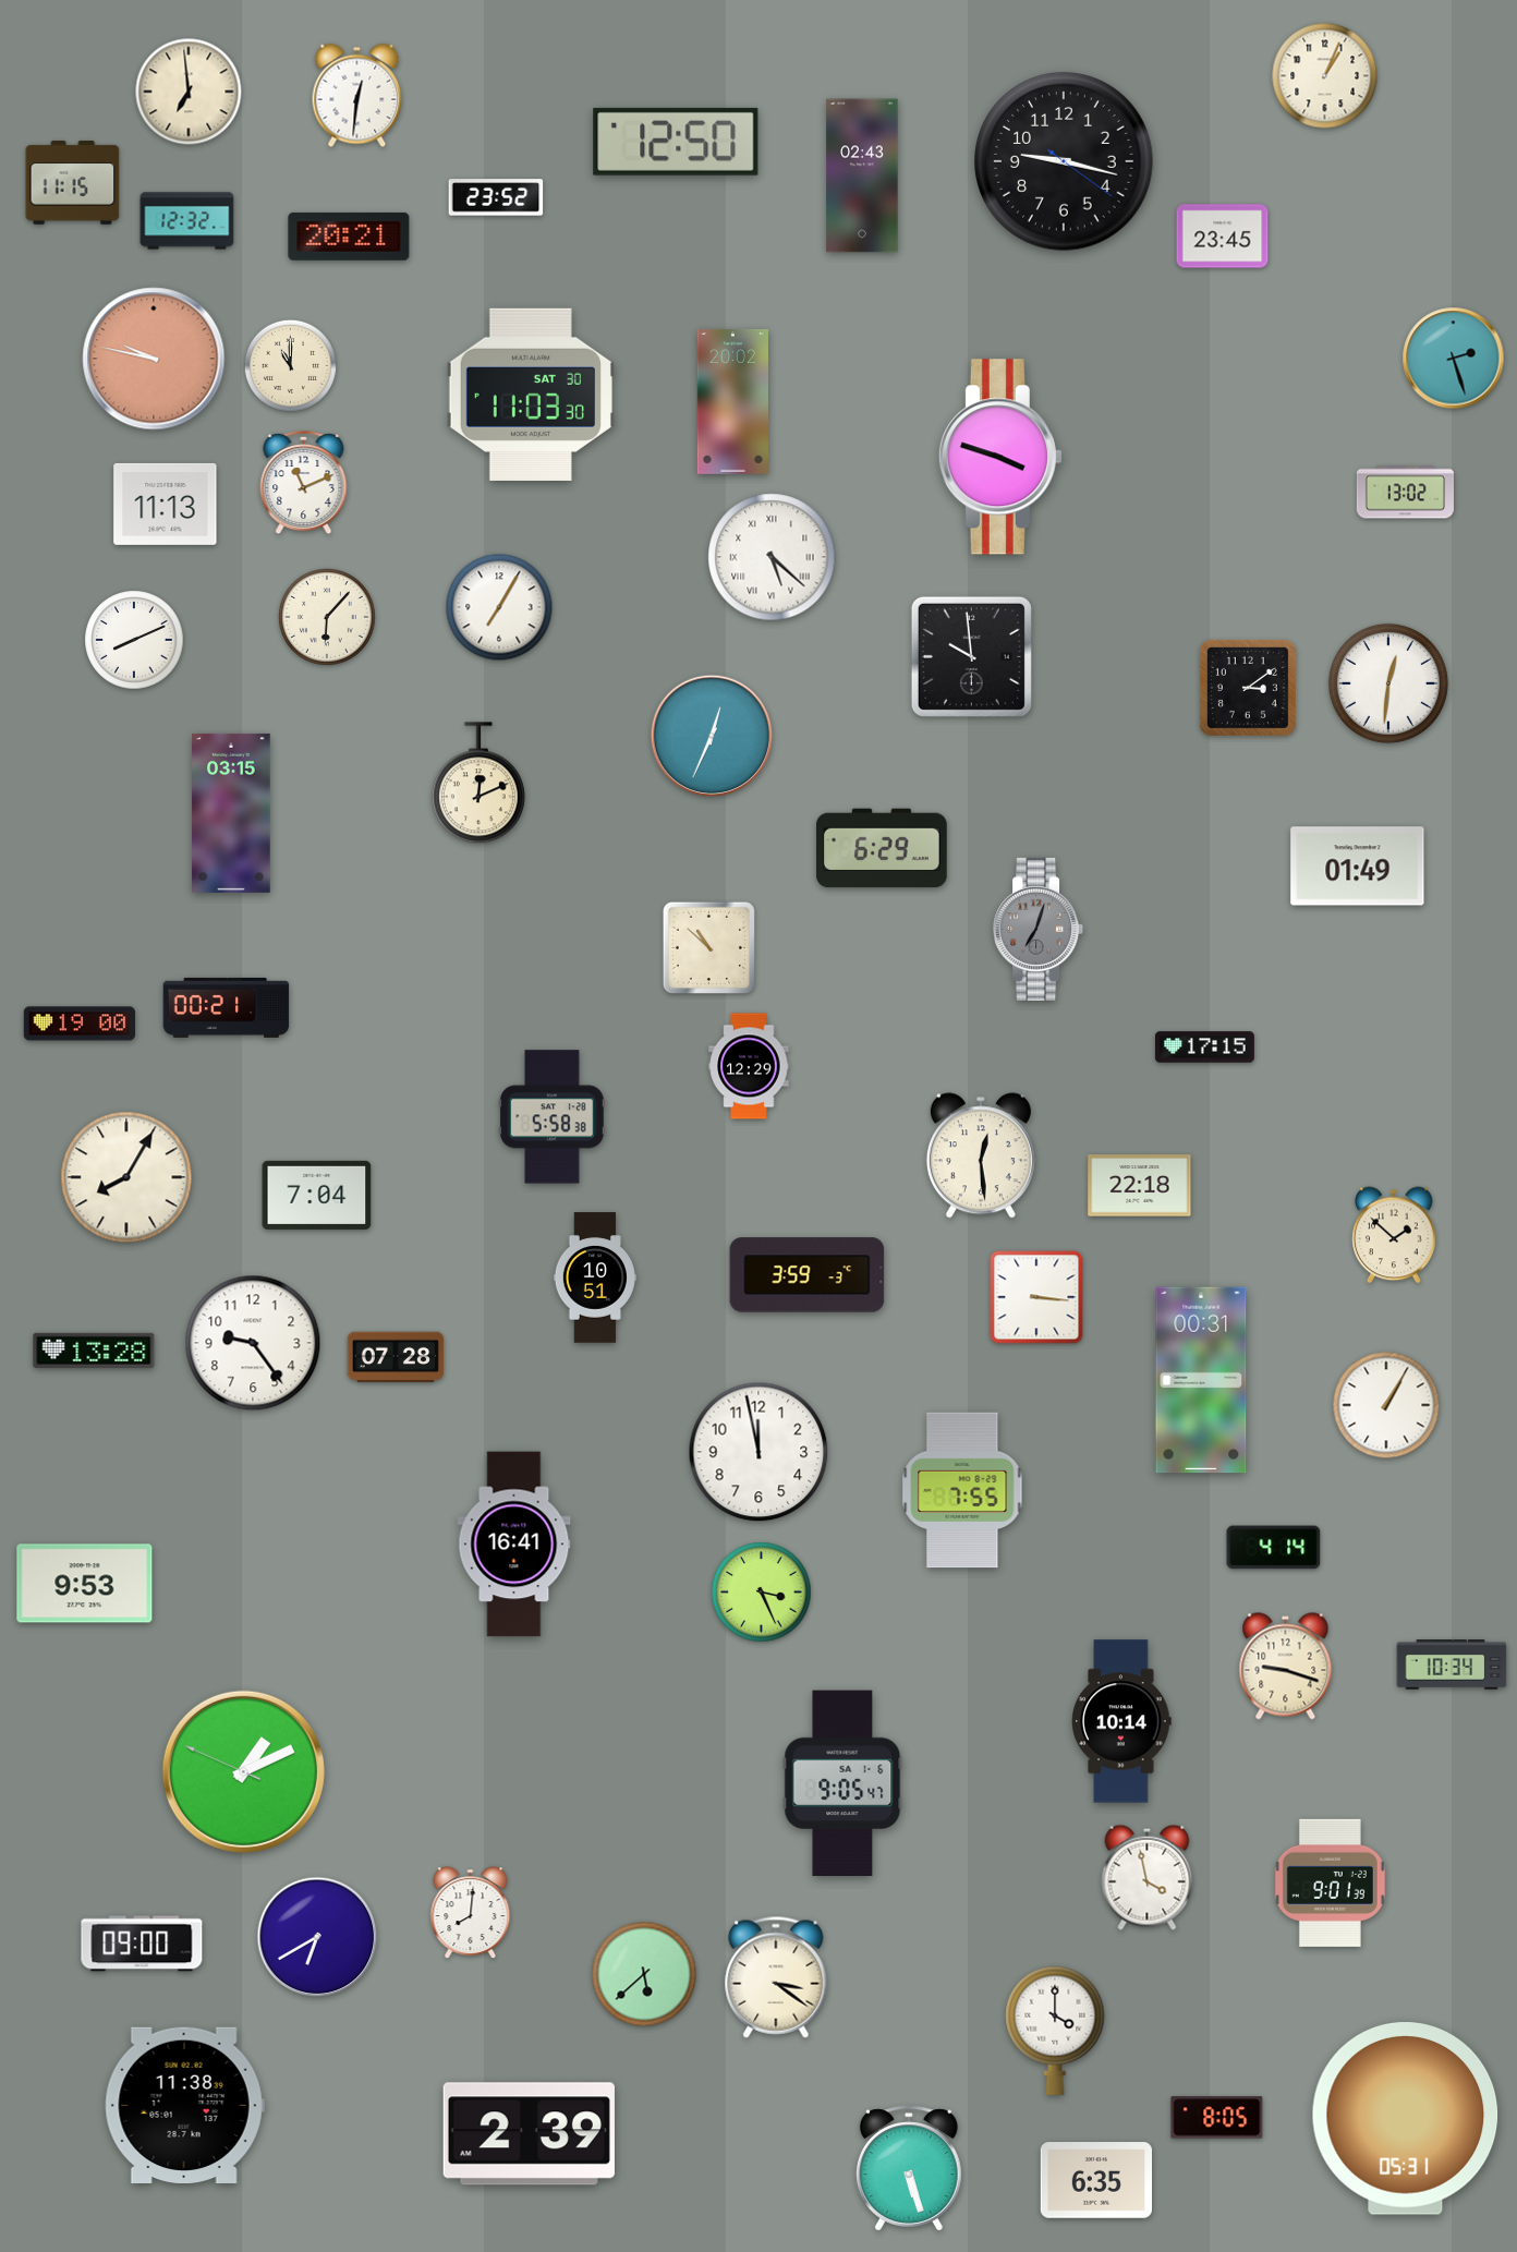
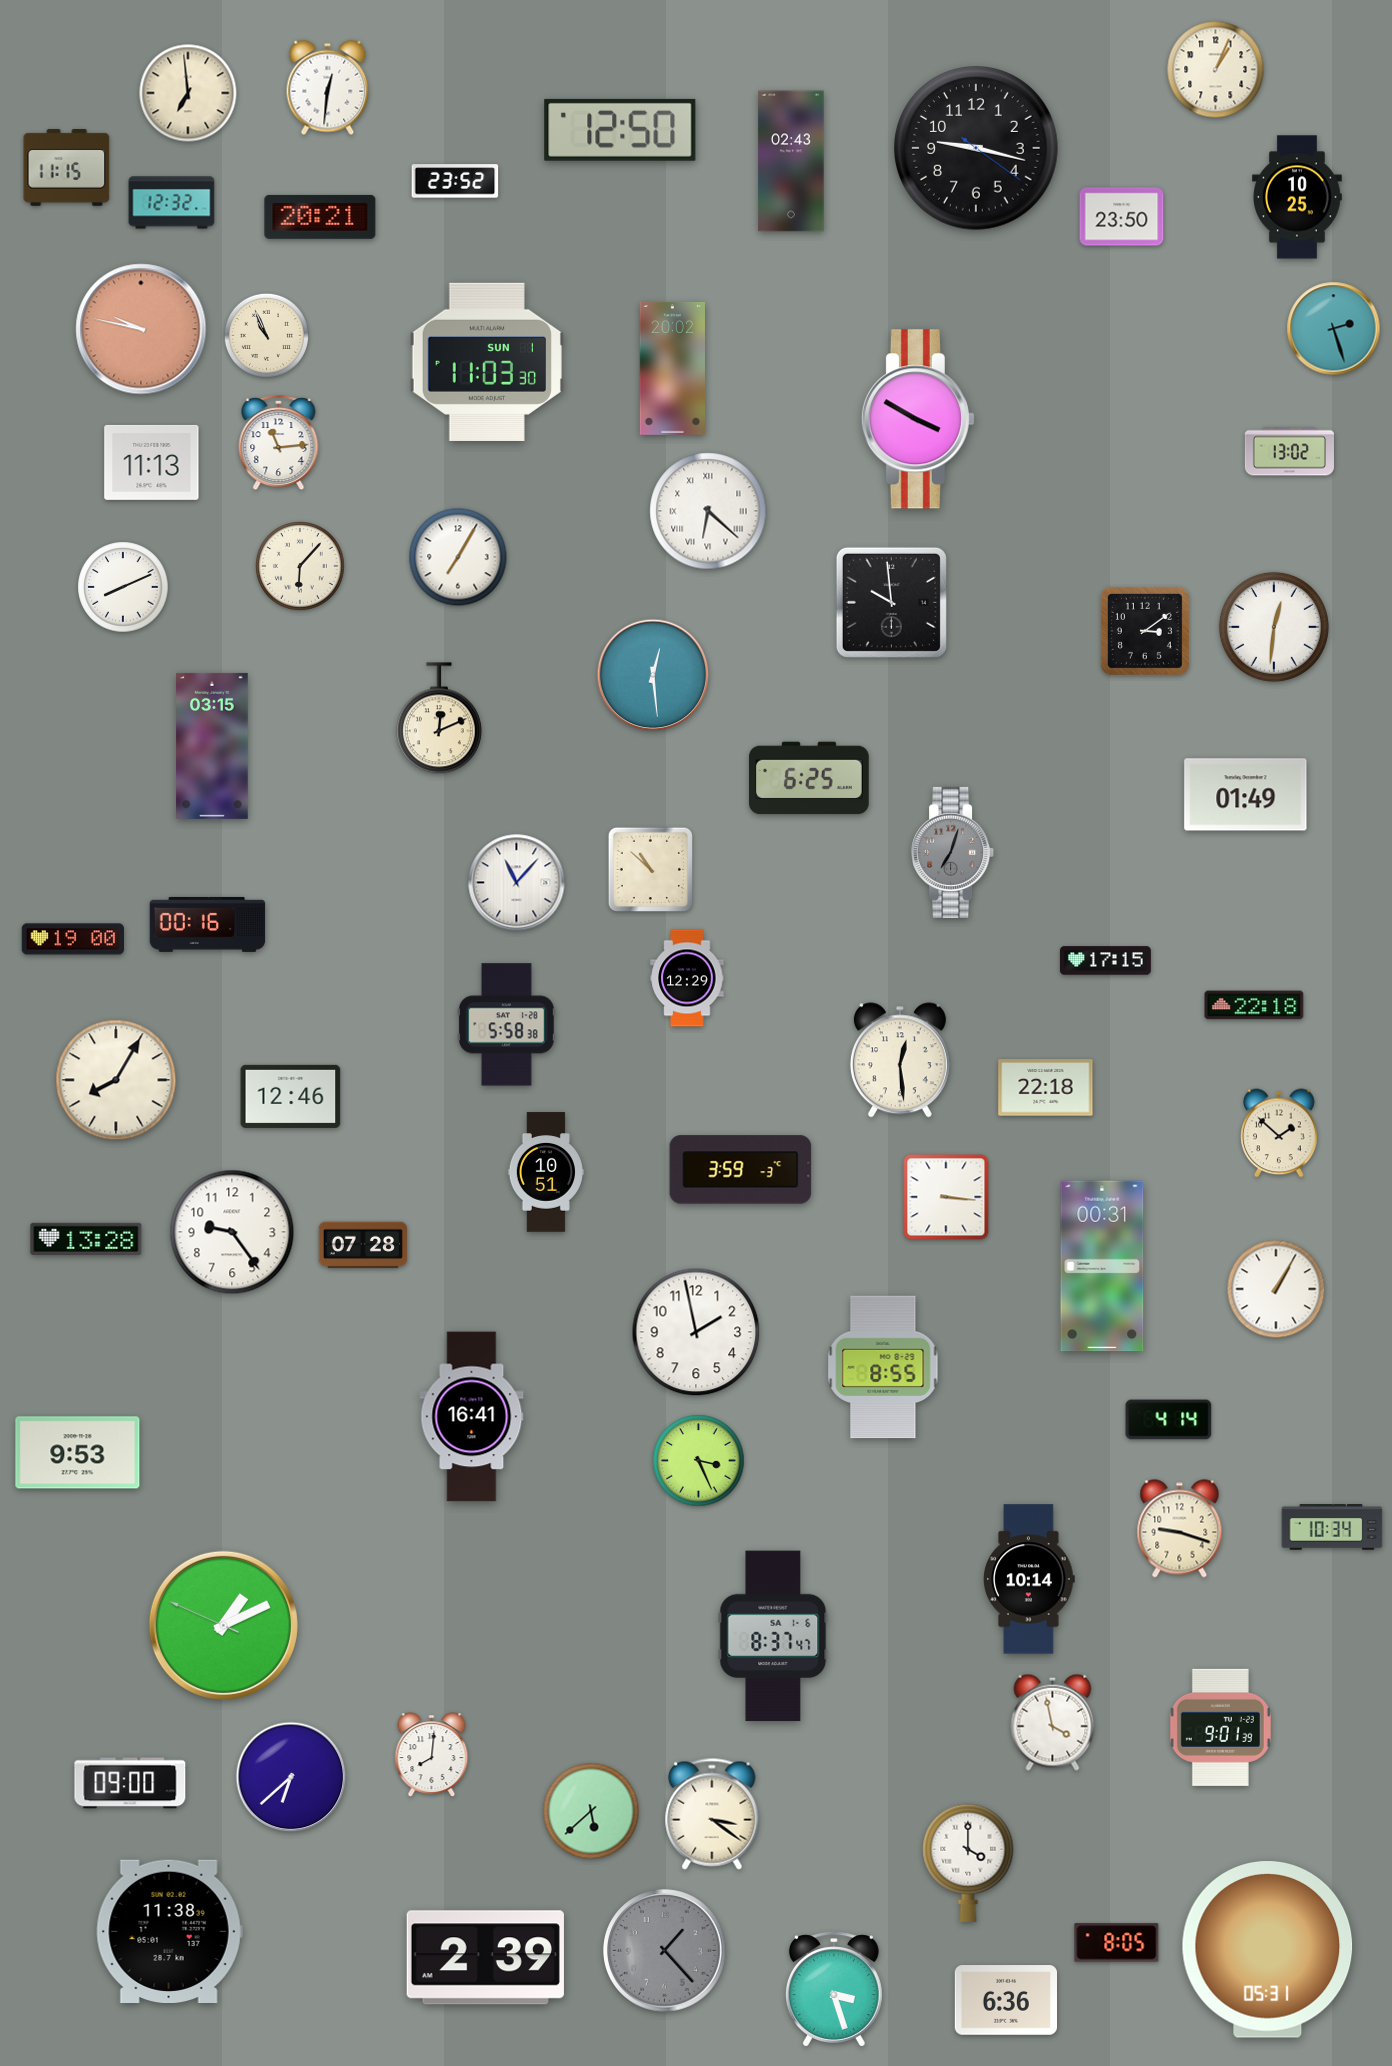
clock at (189, 92) position: (189, 92) -> (188, 93)
clock at (1298, 197): none -> 10:25
clock at (1223, 237): 23:45 -> 23:50
clock at (290, 365): 11:00 -> 10:56
clock at (531, 395) date: SAT 30 -> SUN 1
clock at (1000, 457): 3:48 -> 3:50
clock at (304, 483): 11:11 -> 11:14
clock at (772, 557): 5:22 -> 6:22
clock at (712, 736): 12:34 -> 12:29
clock at (882, 848): 6:29 -> 6:25
clock at (517, 883): none -> 11:07
clock at (227, 1007): 00:21 -> 00:16
clock at (1254, 1005): none -> 22:18
clock at (317, 1195): 7:04 -> 12:46
clock at (1036, 1297) position: (1036, 1297) -> (946, 1197)
clock at (1386, 1405) position: (1386, 1405) -> (1276, 1289)
clock at (758, 1452): 11:58 -> 1:58
clock at (962, 1490): 7:55 -> 8:55
clock at (842, 1783): 9:05 -> 8:37
clock at (317, 1937): 6:40 -> 6:38
clock at (1406, 2119) position: (1406, 2119) -> (1268, 1950)
clock at (665, 1951): none -> 1:23
clock at (909, 2168): 5:27 -> 3:27
clock at (1095, 2180): 6:35 -> 6:36
